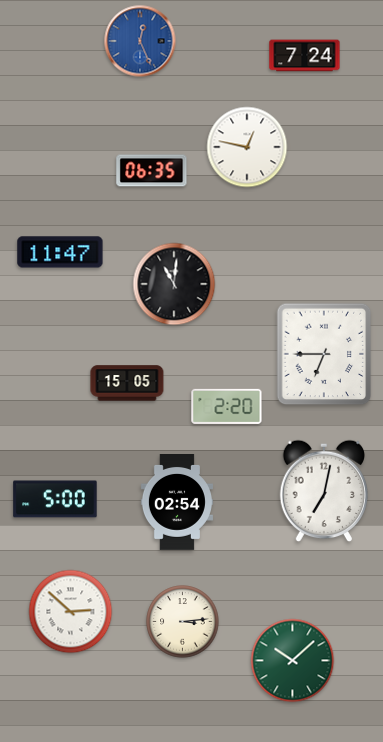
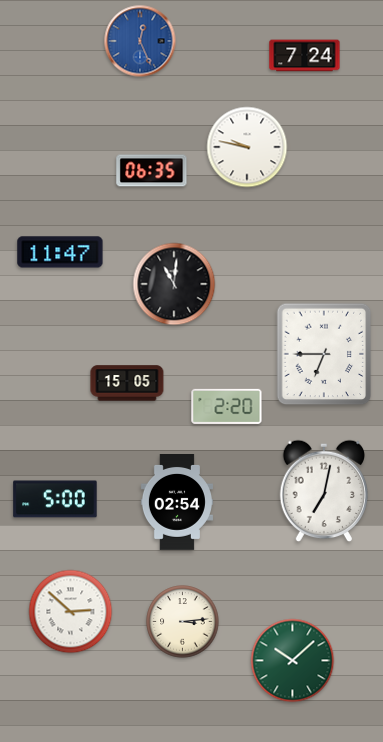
clock at (247, 147): 12:47 -> 9:47
